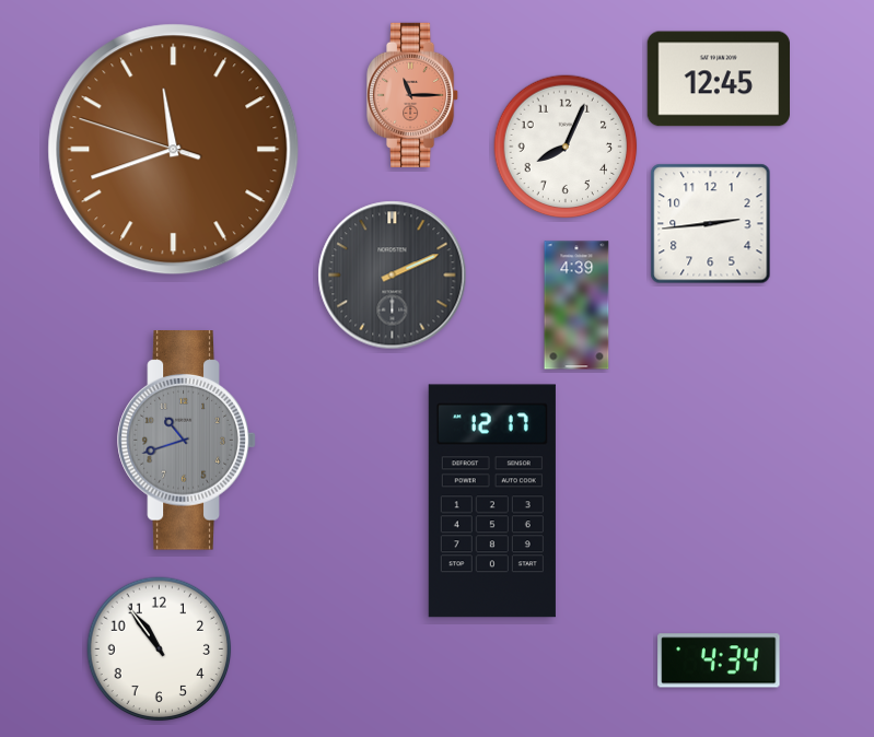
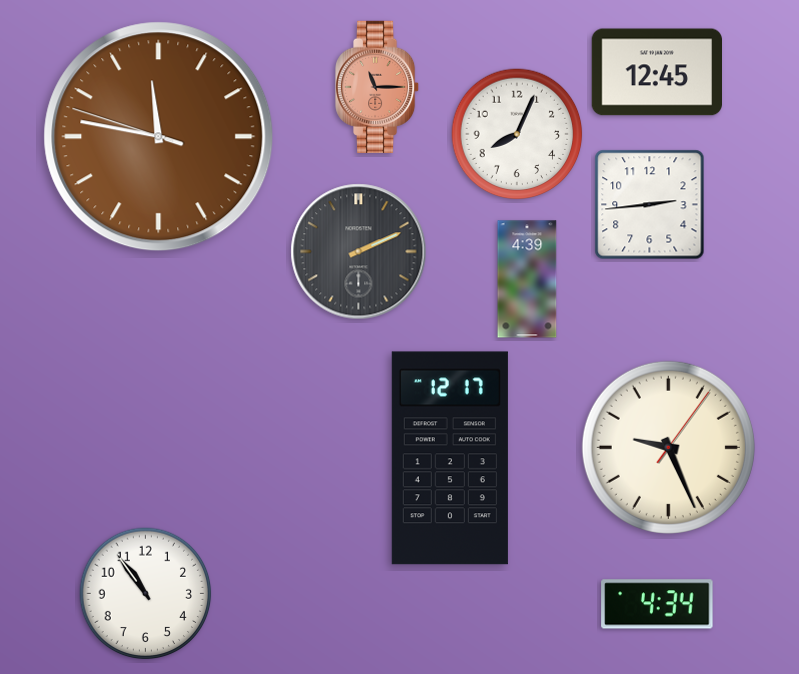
clock at (174, 150): 11:41 -> 11:46
clock at (187, 441): 10:42 -> none
clock at (668, 447): none -> 9:26
